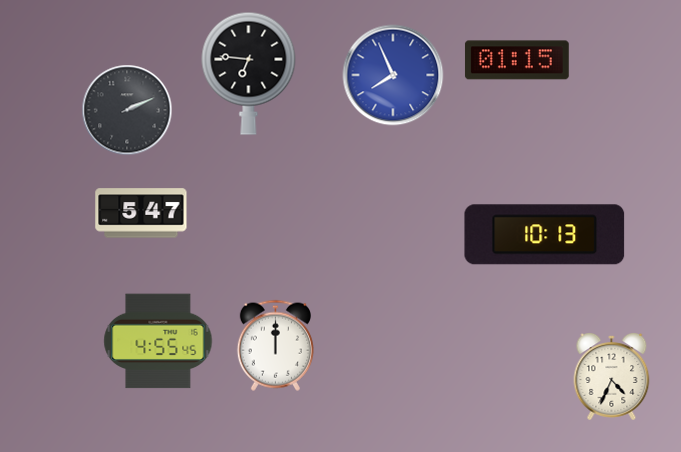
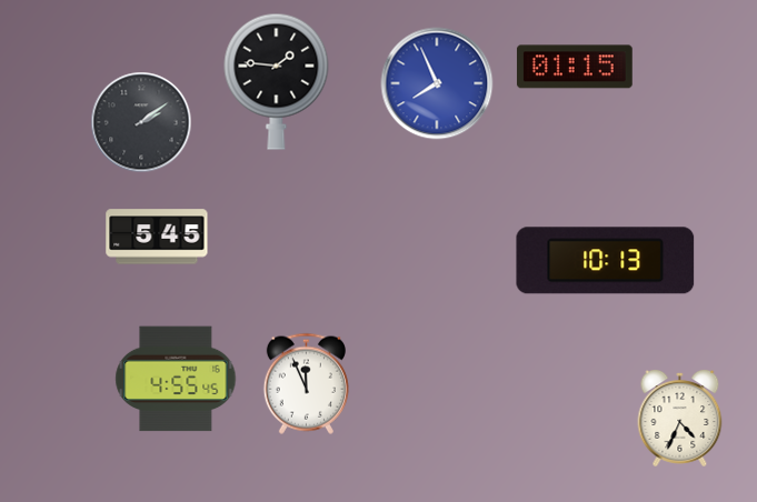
clock at (249, 73): 6:46 -> 1:46
clock at (127, 110): 2:11 -> 2:09
clock at (141, 213): 5:47 -> 5:45
clock at (275, 345): 12:00 -> 11:56
